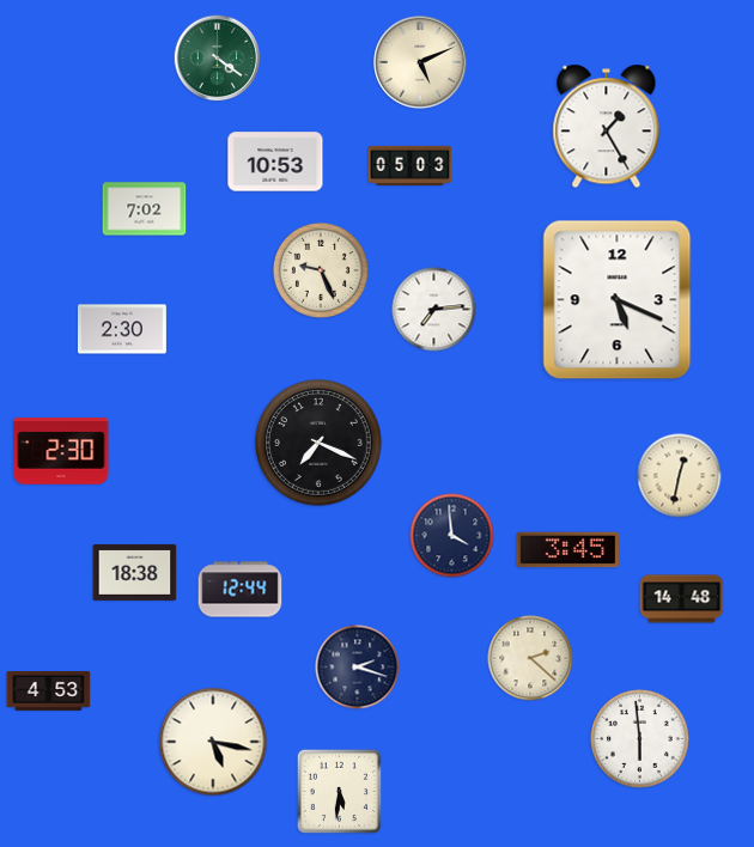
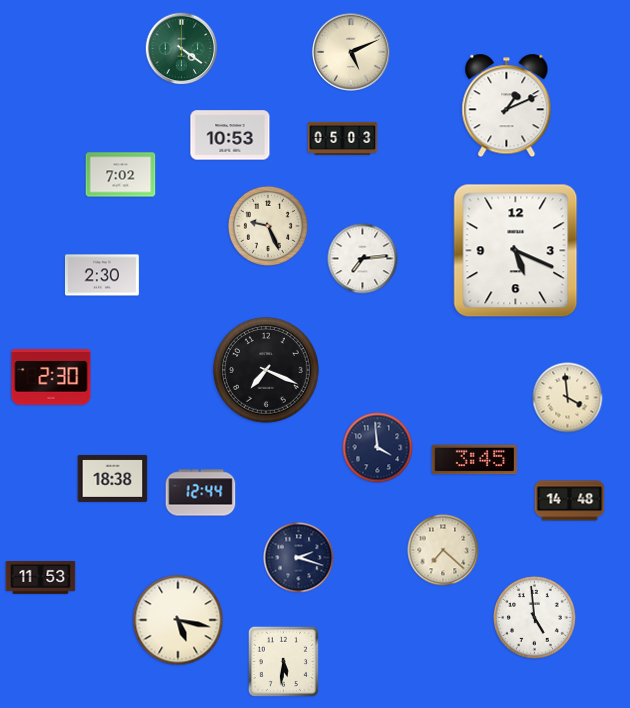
clock at (607, 127): 1:25 -> 1:11
clock at (680, 476): 12:32 -> 3:59
clock at (530, 658): 2:22 -> 7:22
clock at (49, 691): 4:53 -> 11:53
clock at (640, 739): 5:59 -> 4:59
